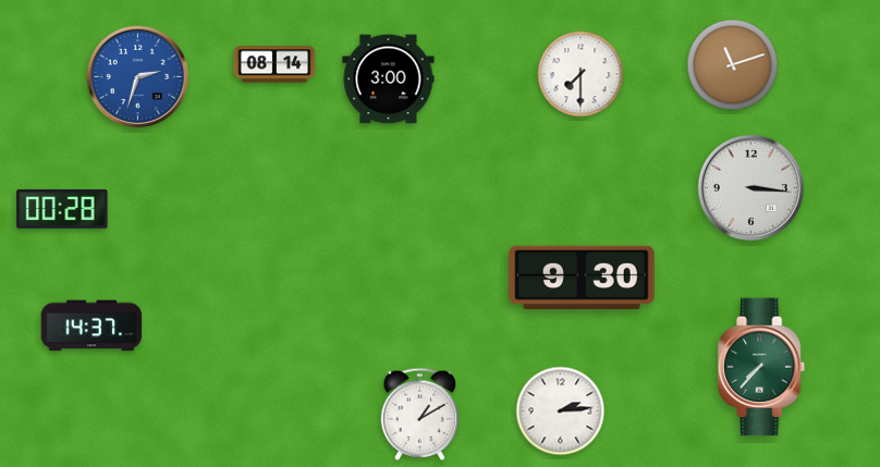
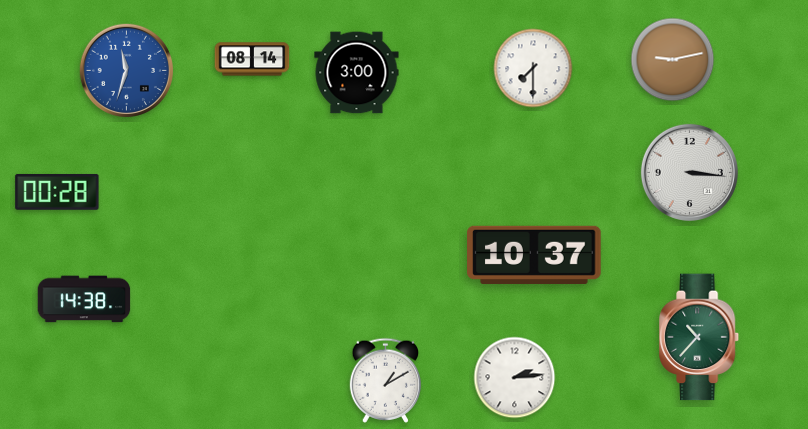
clock at (733, 65): 11:12 -> 9:13
clock at (137, 76): 2:33 -> 11:33
clock at (582, 278): 9:30 -> 10:37
clock at (91, 325): 14:37 -> 14:38
clock at (762, 367): 7:37 -> 10:37
